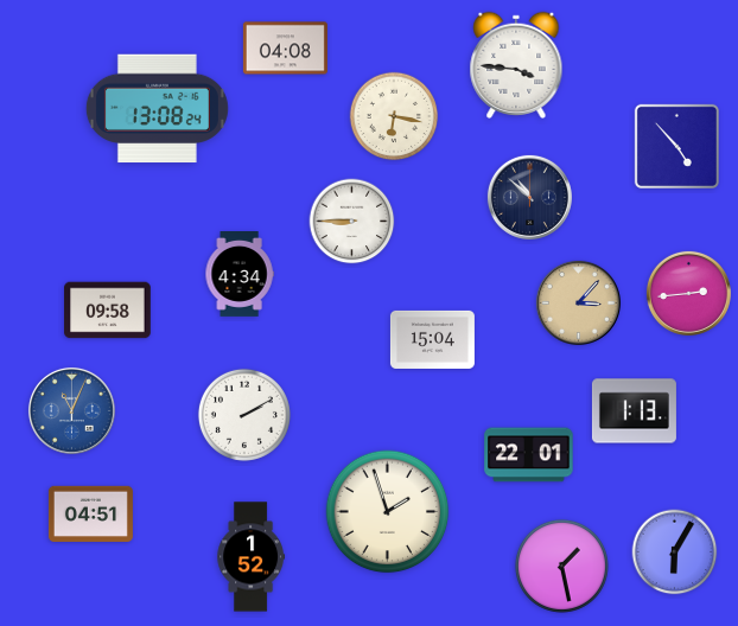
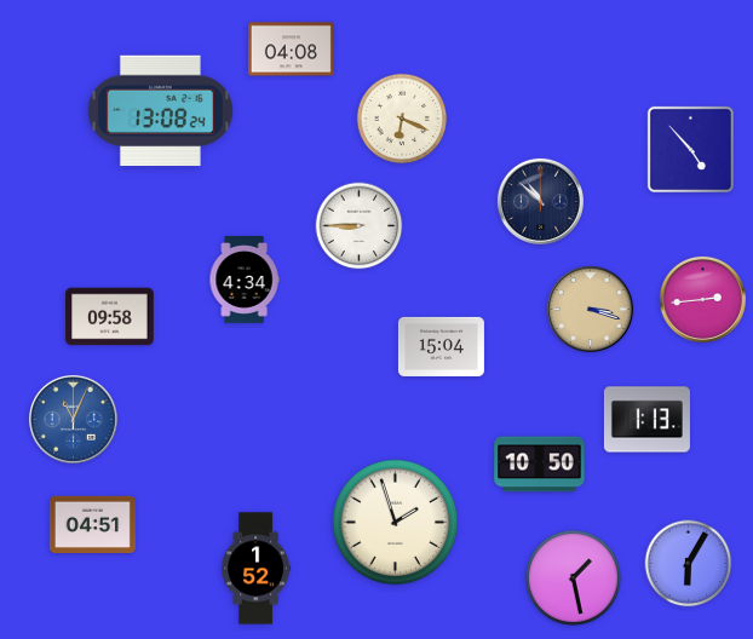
clock at (516, 65): 3:46 -> none
clock at (394, 116): 6:17 -> 6:19
clock at (578, 302): 3:07 -> 3:18
clock at (244, 415): 2:10 -> none
clock at (529, 455): 22:01 -> 10:50
